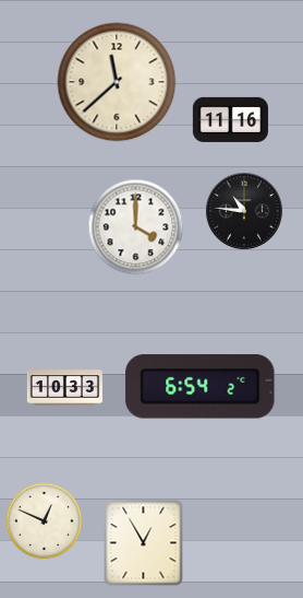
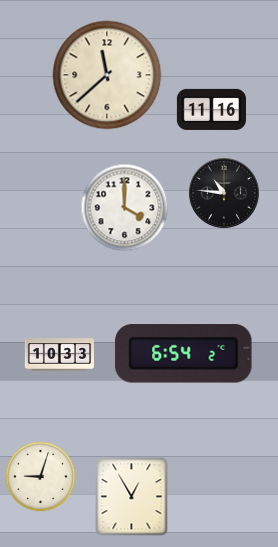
clock at (45, 521): 12:49 -> 9:03
